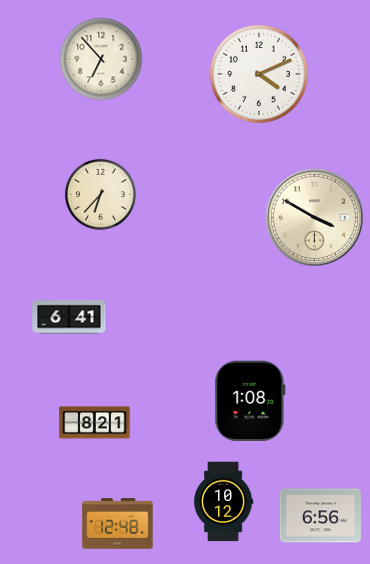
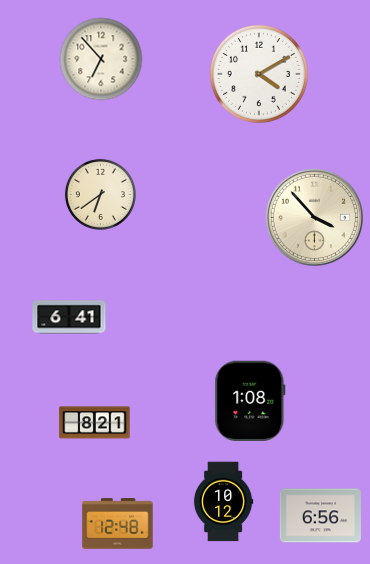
clock at (259, 74): 4:11 -> 4:10
clock at (100, 194): 6:37 -> 6:39
clock at (314, 217): 3:50 -> 3:53
